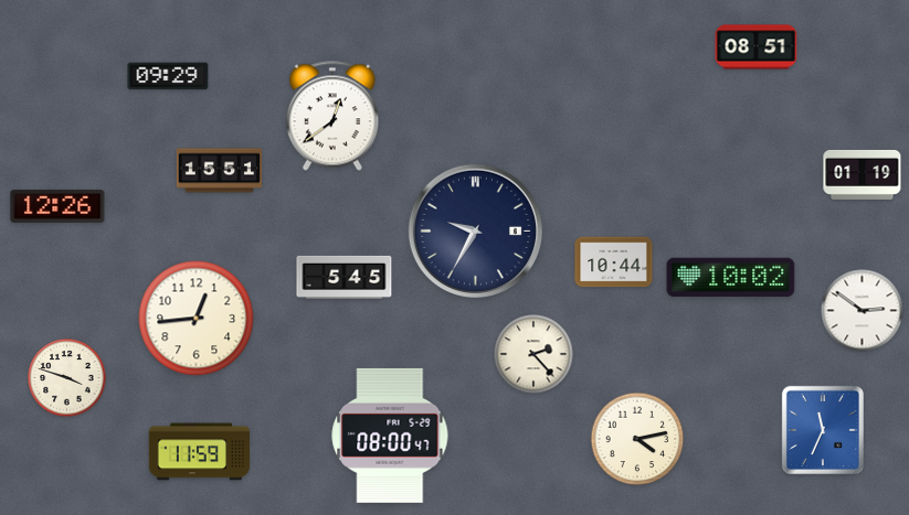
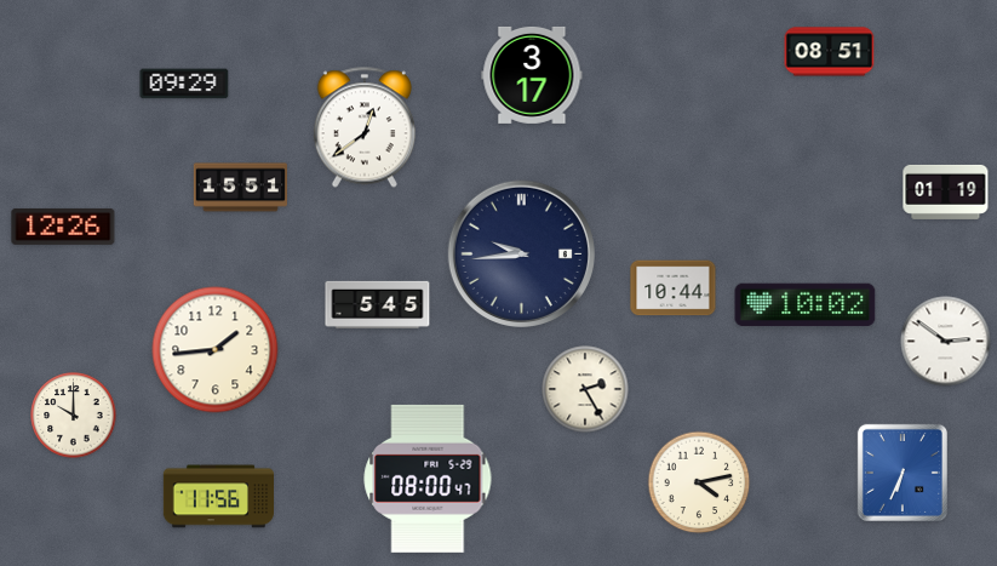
clock at (532, 75): none -> 3:17
clock at (475, 230): 9:35 -> 9:44
clock at (731, 278) position: (731, 278) -> (806, 305)
clock at (197, 319): 12:44 -> 1:44
clock at (533, 354): 2:23 -> 2:25
clock at (67, 378): 3:48 -> 10:00
clock at (823, 430): 11:34 -> 6:34
clock at (199, 452): 11:59 -> 11:56
